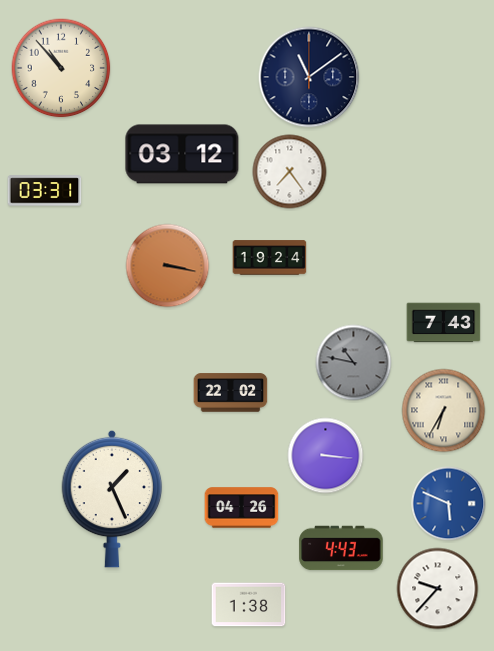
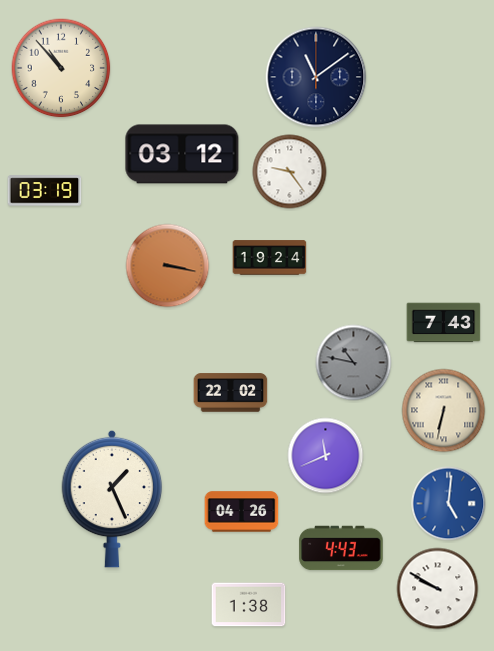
clock at (309, 77) position: (309, 77) -> (316, 77)
clock at (290, 172): 7:24 -> 9:24
clock at (45, 191): 03:31 -> 03:19
clock at (444, 411): 6:35 -> 6:32
clock at (326, 456): 3:16 -> 11:41
clock at (449, 504): 5:49 -> 5:01
clock at (242, 508) position: (242, 508) -> (242, 512)
clock at (438, 589): 9:37 -> 9:50
